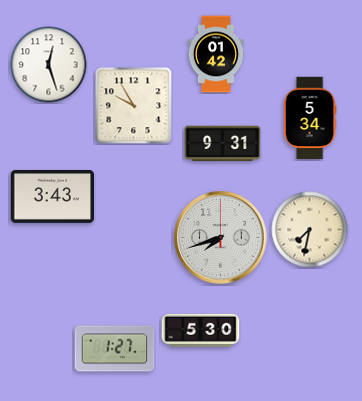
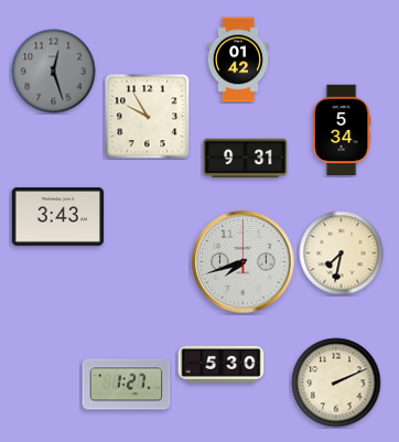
clock at (49, 65) dial: white -> grey
clock at (336, 382): none -> 2:11
